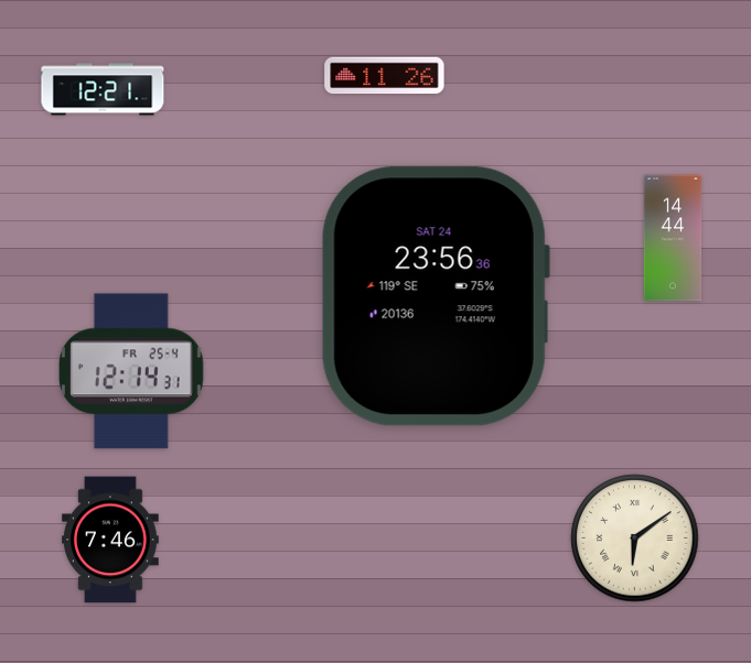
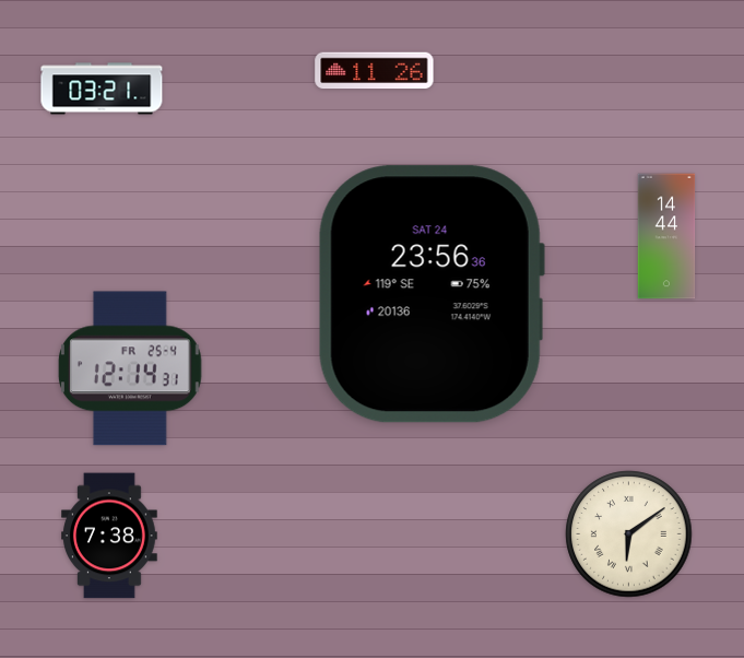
clock at (385, 76) position: (385, 76) -> (375, 71)
clock at (103, 89): 12:21 -> 03:21
clock at (111, 540): 7:46 -> 7:38
